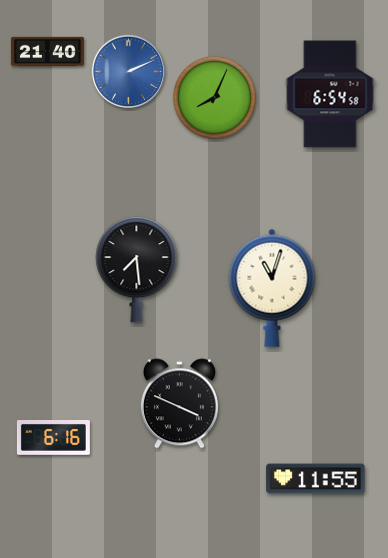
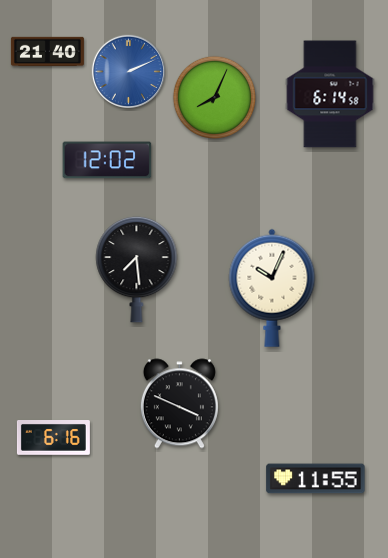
clock at (330, 94): 6:54 -> 6:14
clock at (107, 160): none -> 12:02
clock at (272, 288): 11:03 -> 10:04
